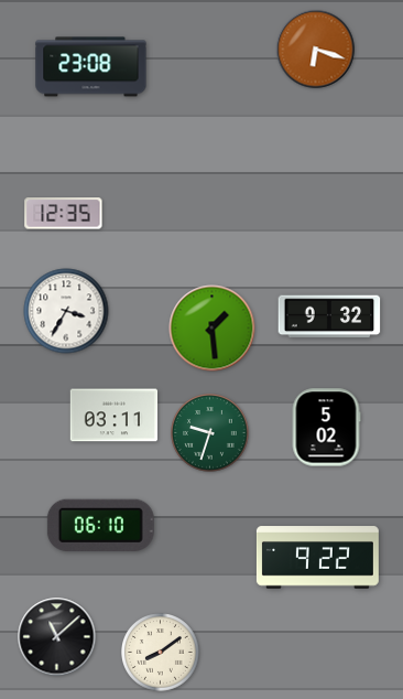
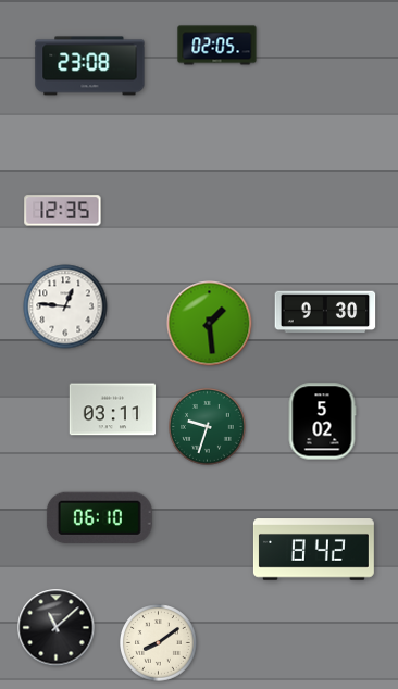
clock at (217, 46): none -> 02:05
clock at (316, 50): 6:18 -> none
clock at (66, 311): 3:35 -> 12:46
clock at (329, 316): 9:32 -> 9:30
clock at (317, 558): 9:22 -> 8:42
